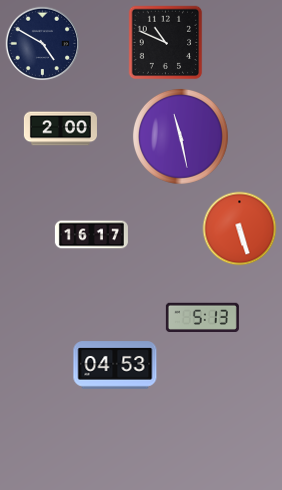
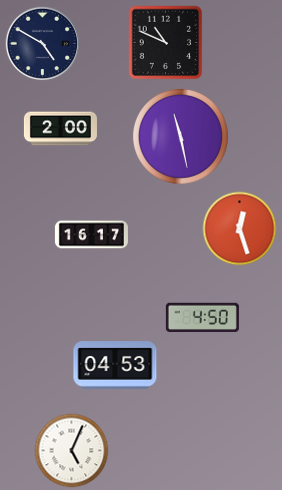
clock at (240, 229): 5:27 -> 12:27
clock at (202, 317): 5:13 -> 4:50
clock at (72, 451): none -> 5:04
